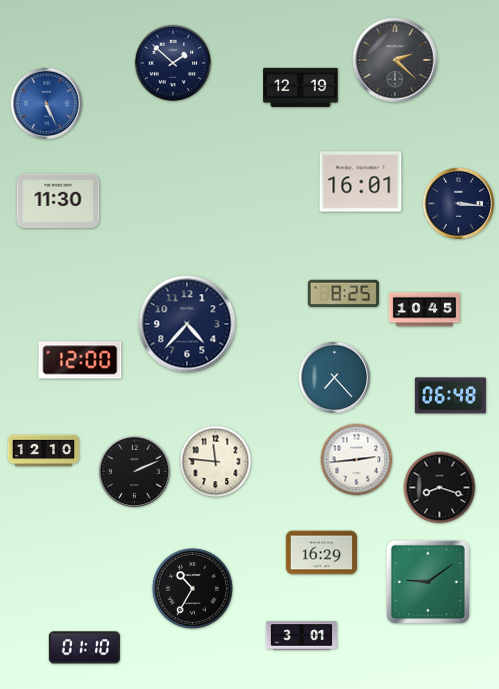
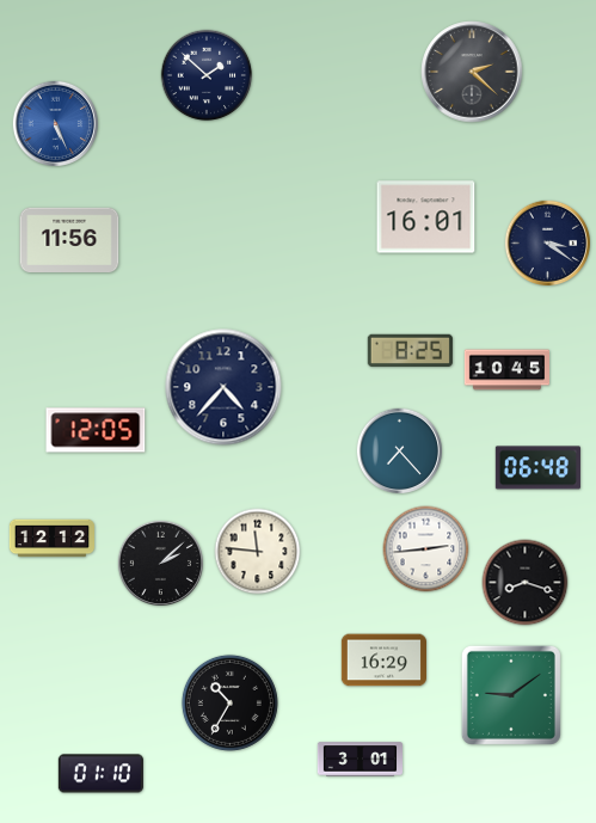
clock at (301, 87): 12:19 -> none
clock at (361, 182) position: (361, 182) -> (426, 217)
clock at (58, 200): 11:30 -> 11:56
clock at (458, 203): 3:16 -> 3:21
clock at (80, 360): 12:00 -> 12:05
clock at (450, 396) position: (450, 396) -> (537, 468)
clock at (44, 451): 12:10 -> 12:12
clock at (134, 471): 2:11 -> 2:08
